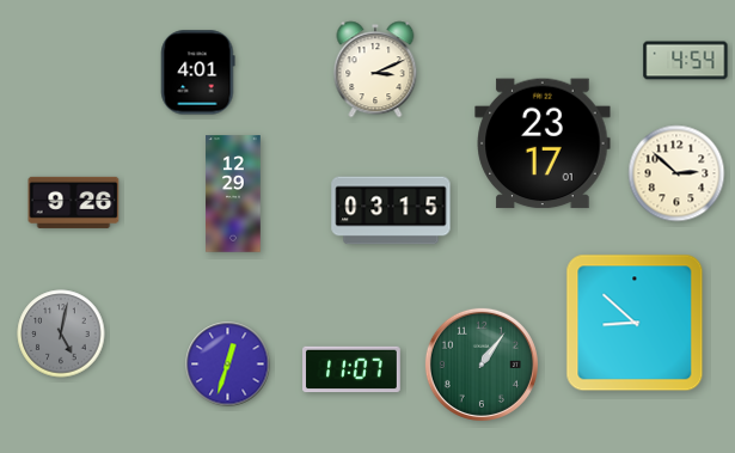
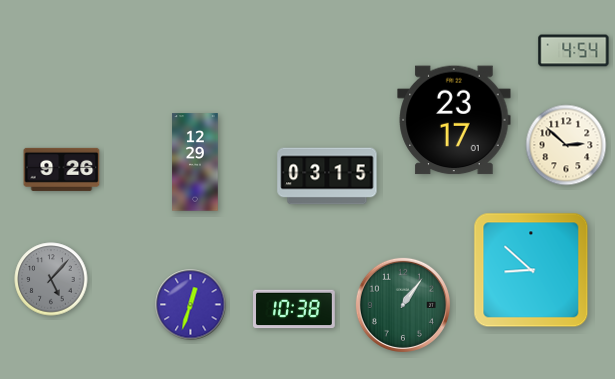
clock at (375, 69): 3:11 -> none
clock at (198, 73): 4:01 -> none
clock at (61, 333): 5:02 -> 5:07
clock at (353, 369): 11:07 -> 10:38
